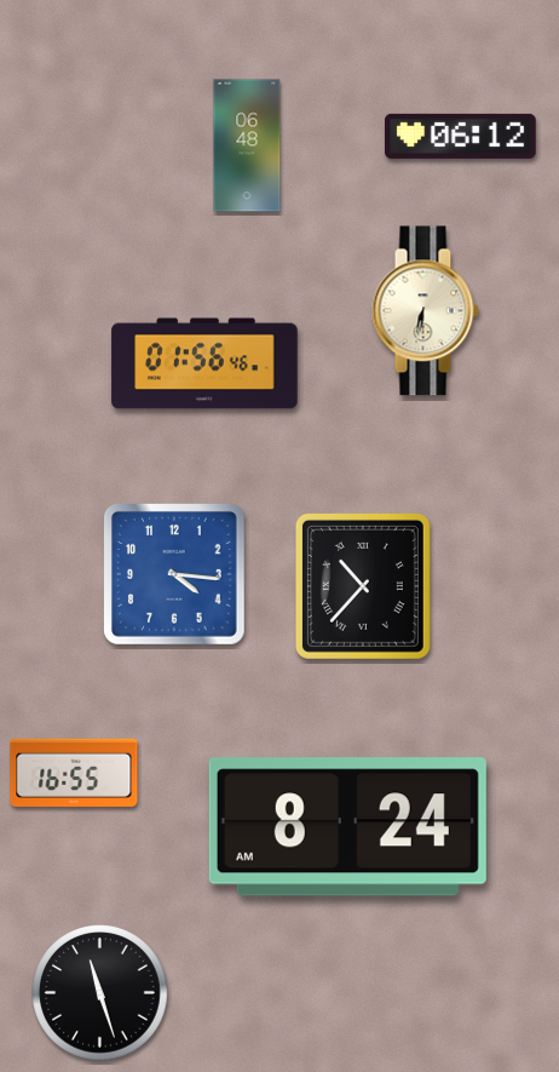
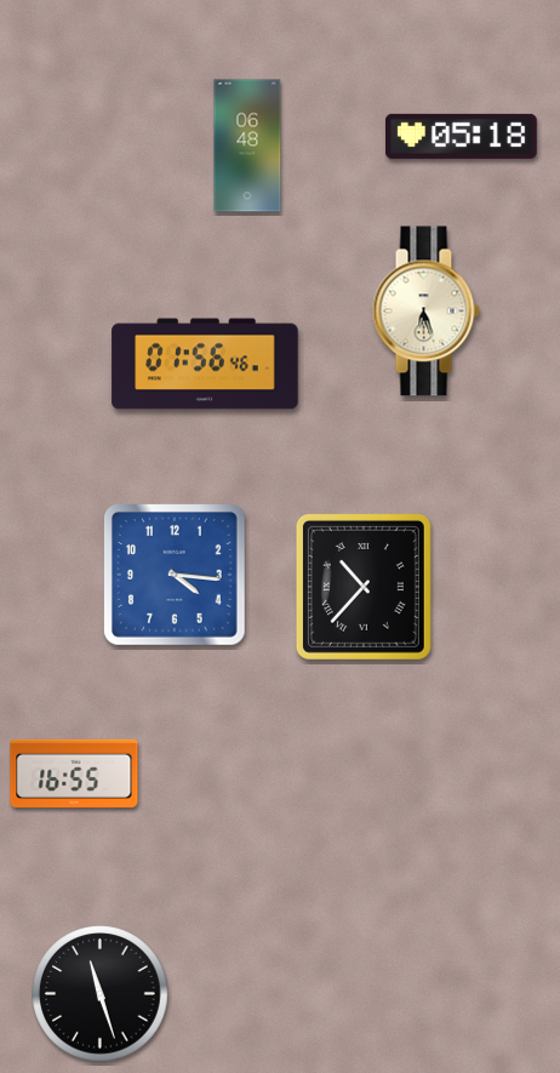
clock at (461, 136): 06:12 -> 05:18
clock at (425, 311): 6:32 -> 6:27
clock at (347, 827): 8:24 -> none
